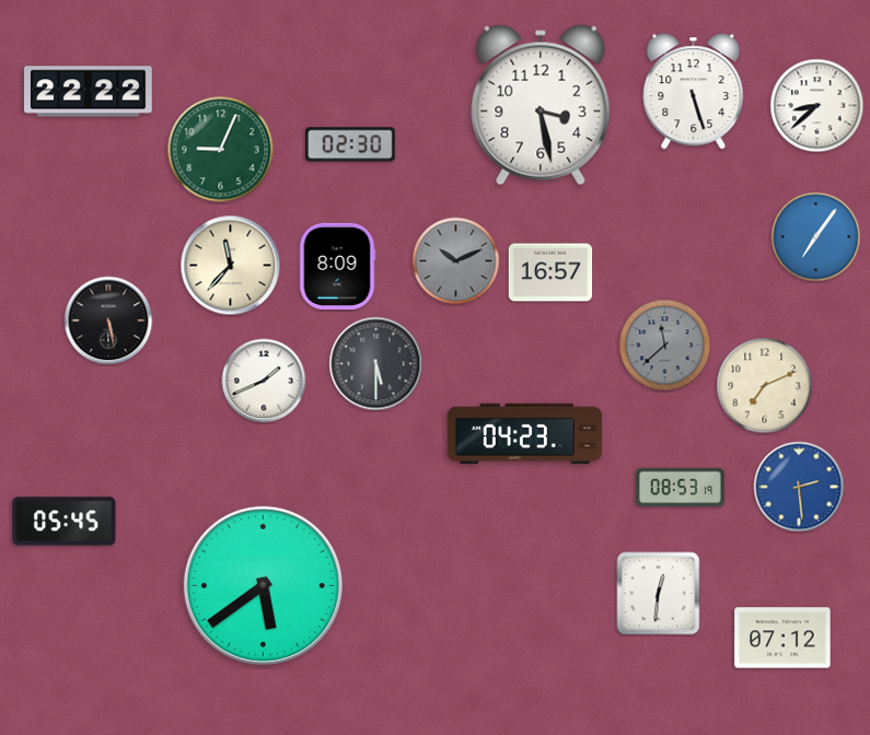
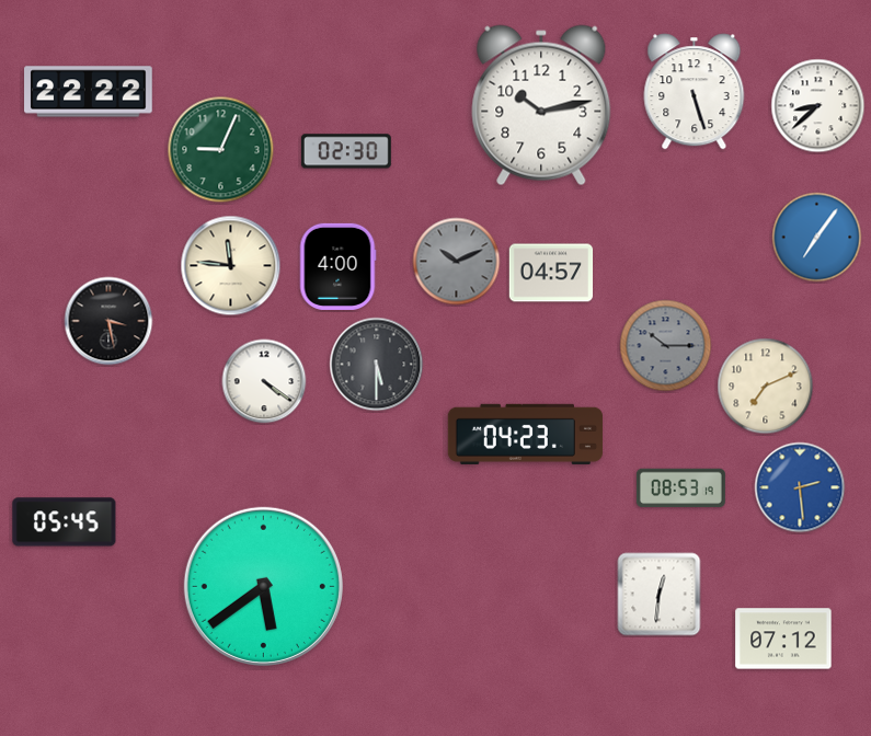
clock at (541, 105): 3:28 -> 10:13
clock at (350, 144) position: (350, 144) -> (346, 151)
clock at (231, 266): 11:37 -> 11:46
clock at (337, 266): 8:09 -> 4:00
clock at (550, 272): 16:57 -> 04:57
clock at (108, 320): 5:28 -> 3:28
clock at (665, 346): 11:38 -> 10:15
clock at (264, 381): 1:41 -> 4:21
